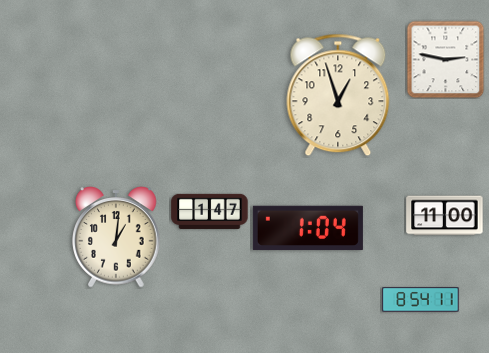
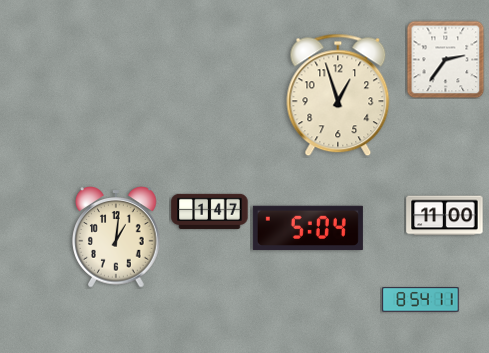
clock at (445, 59): 2:47 -> 2:36
clock at (308, 228): 1:04 -> 5:04
